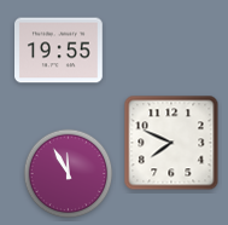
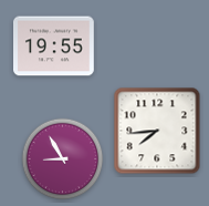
clock at (171, 143): 7:49 -> 7:44
clock at (69, 174): 11:55 -> 8:55
